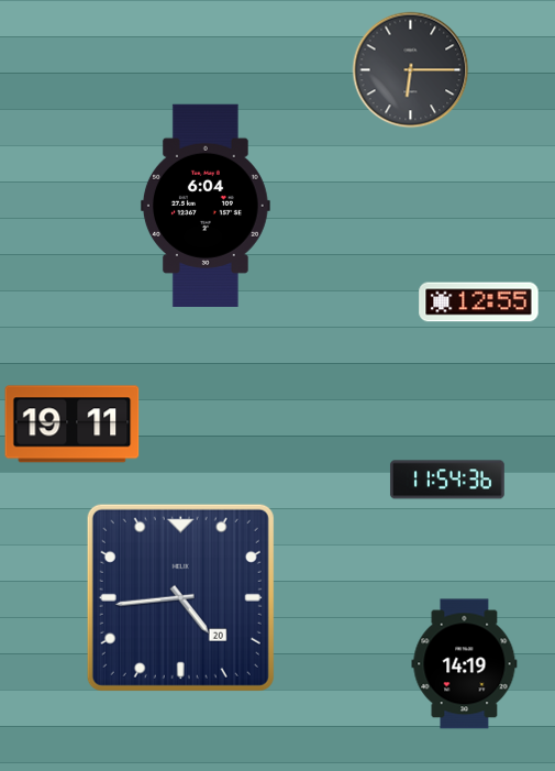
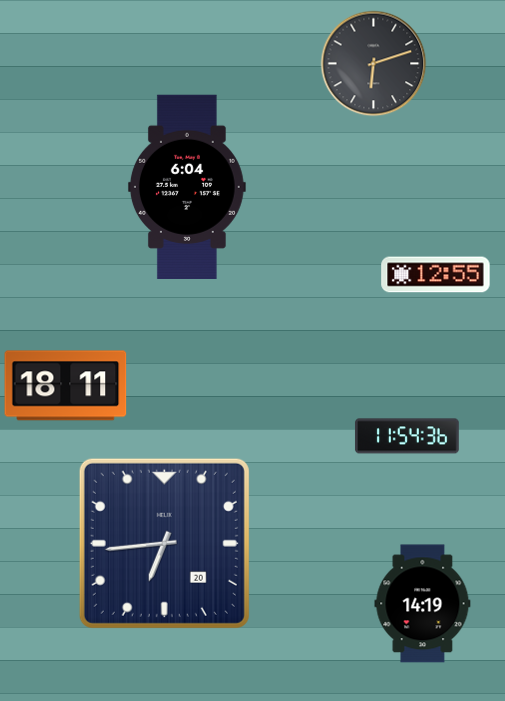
clock at (411, 70): 6:15 -> 6:12
clock at (73, 425): 19:11 -> 18:11
clock at (180, 597): 4:44 -> 6:44
